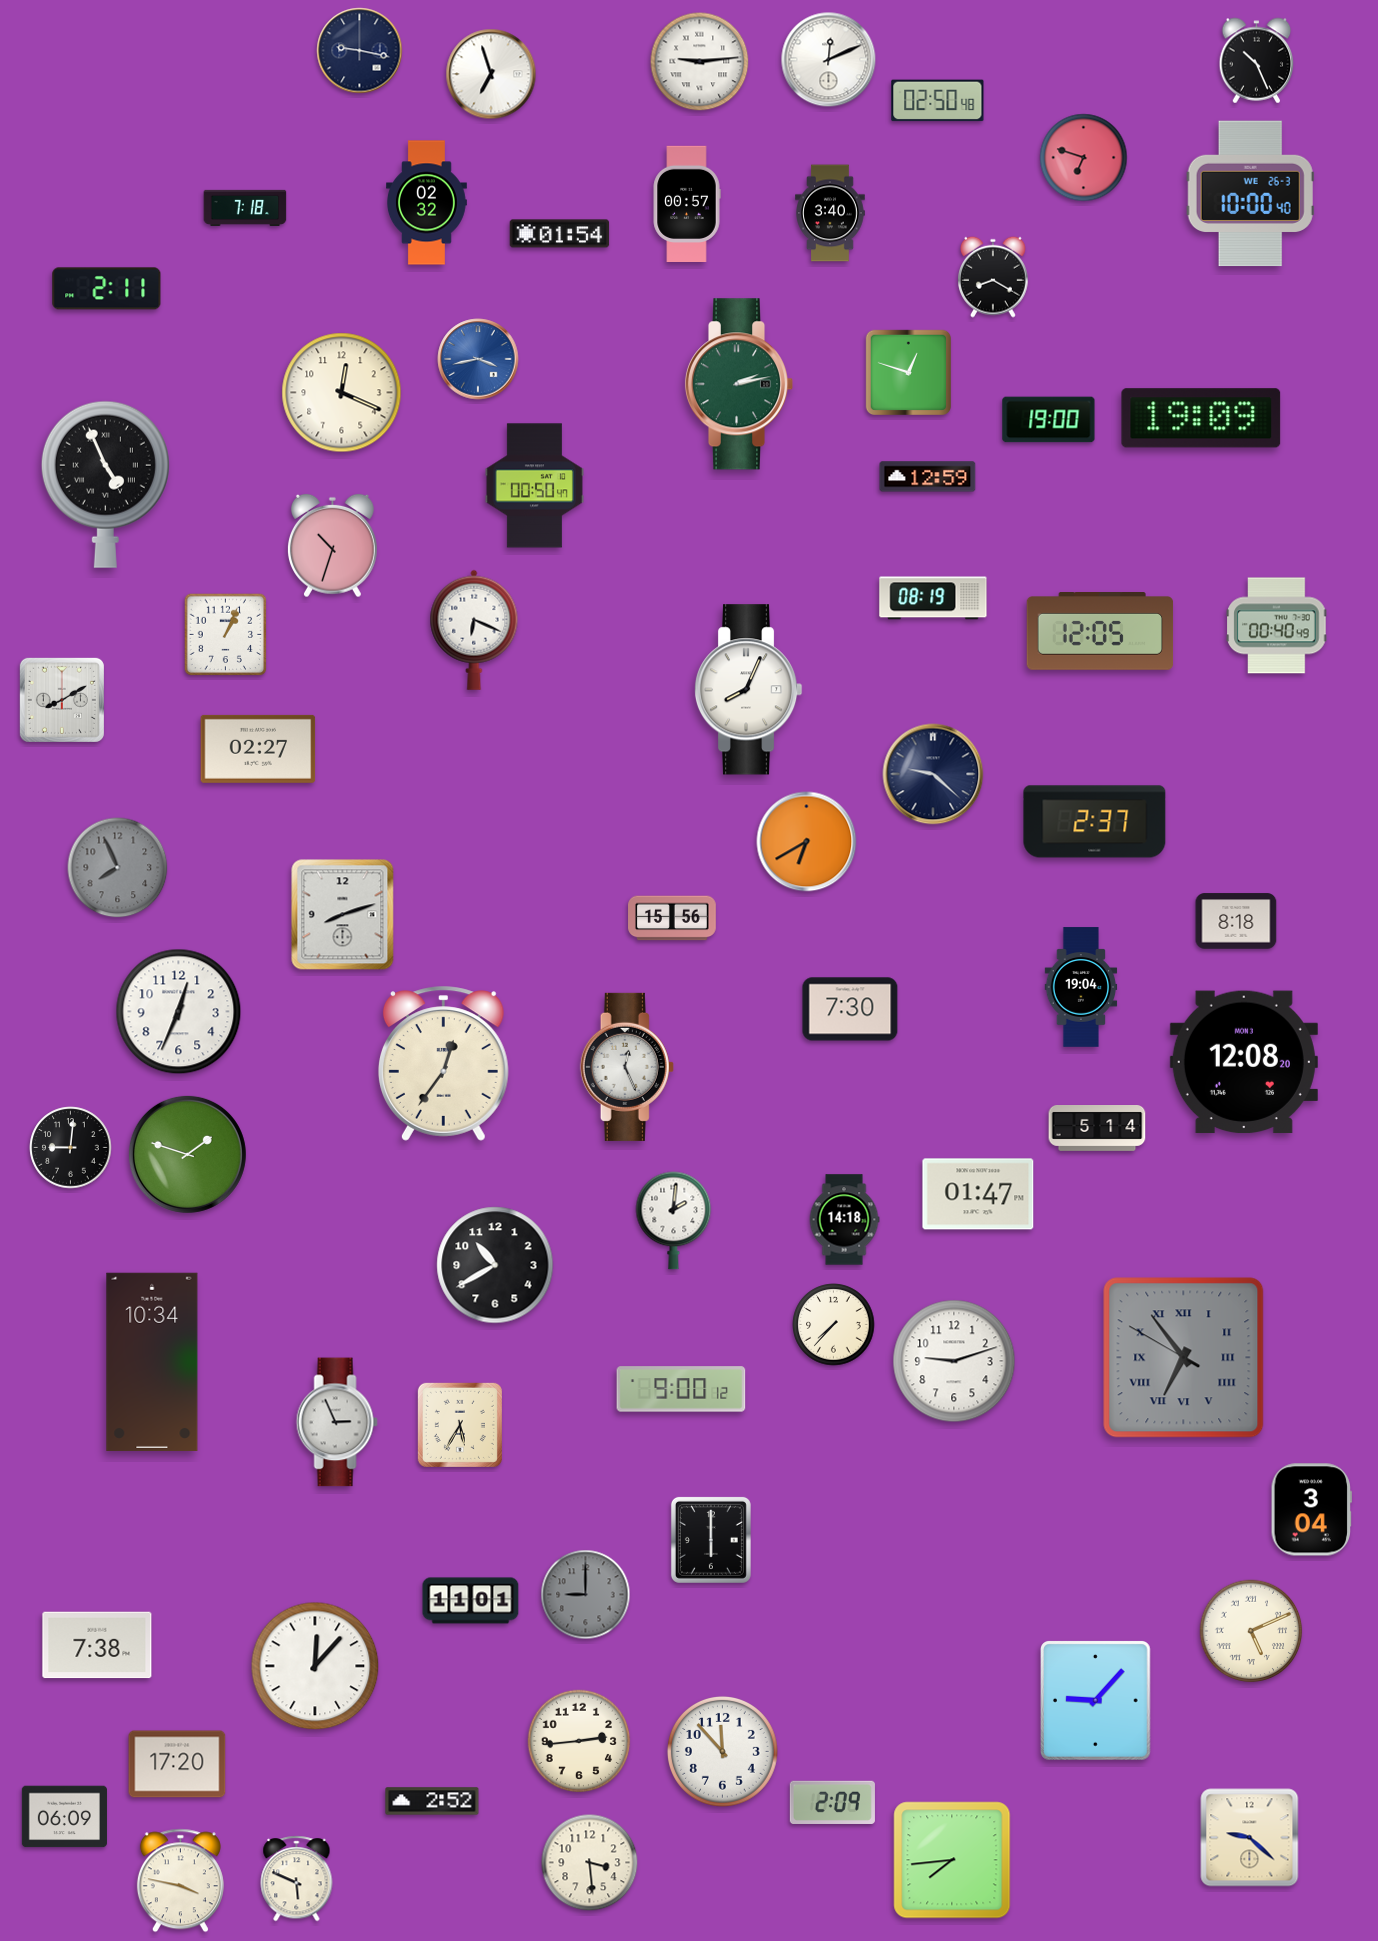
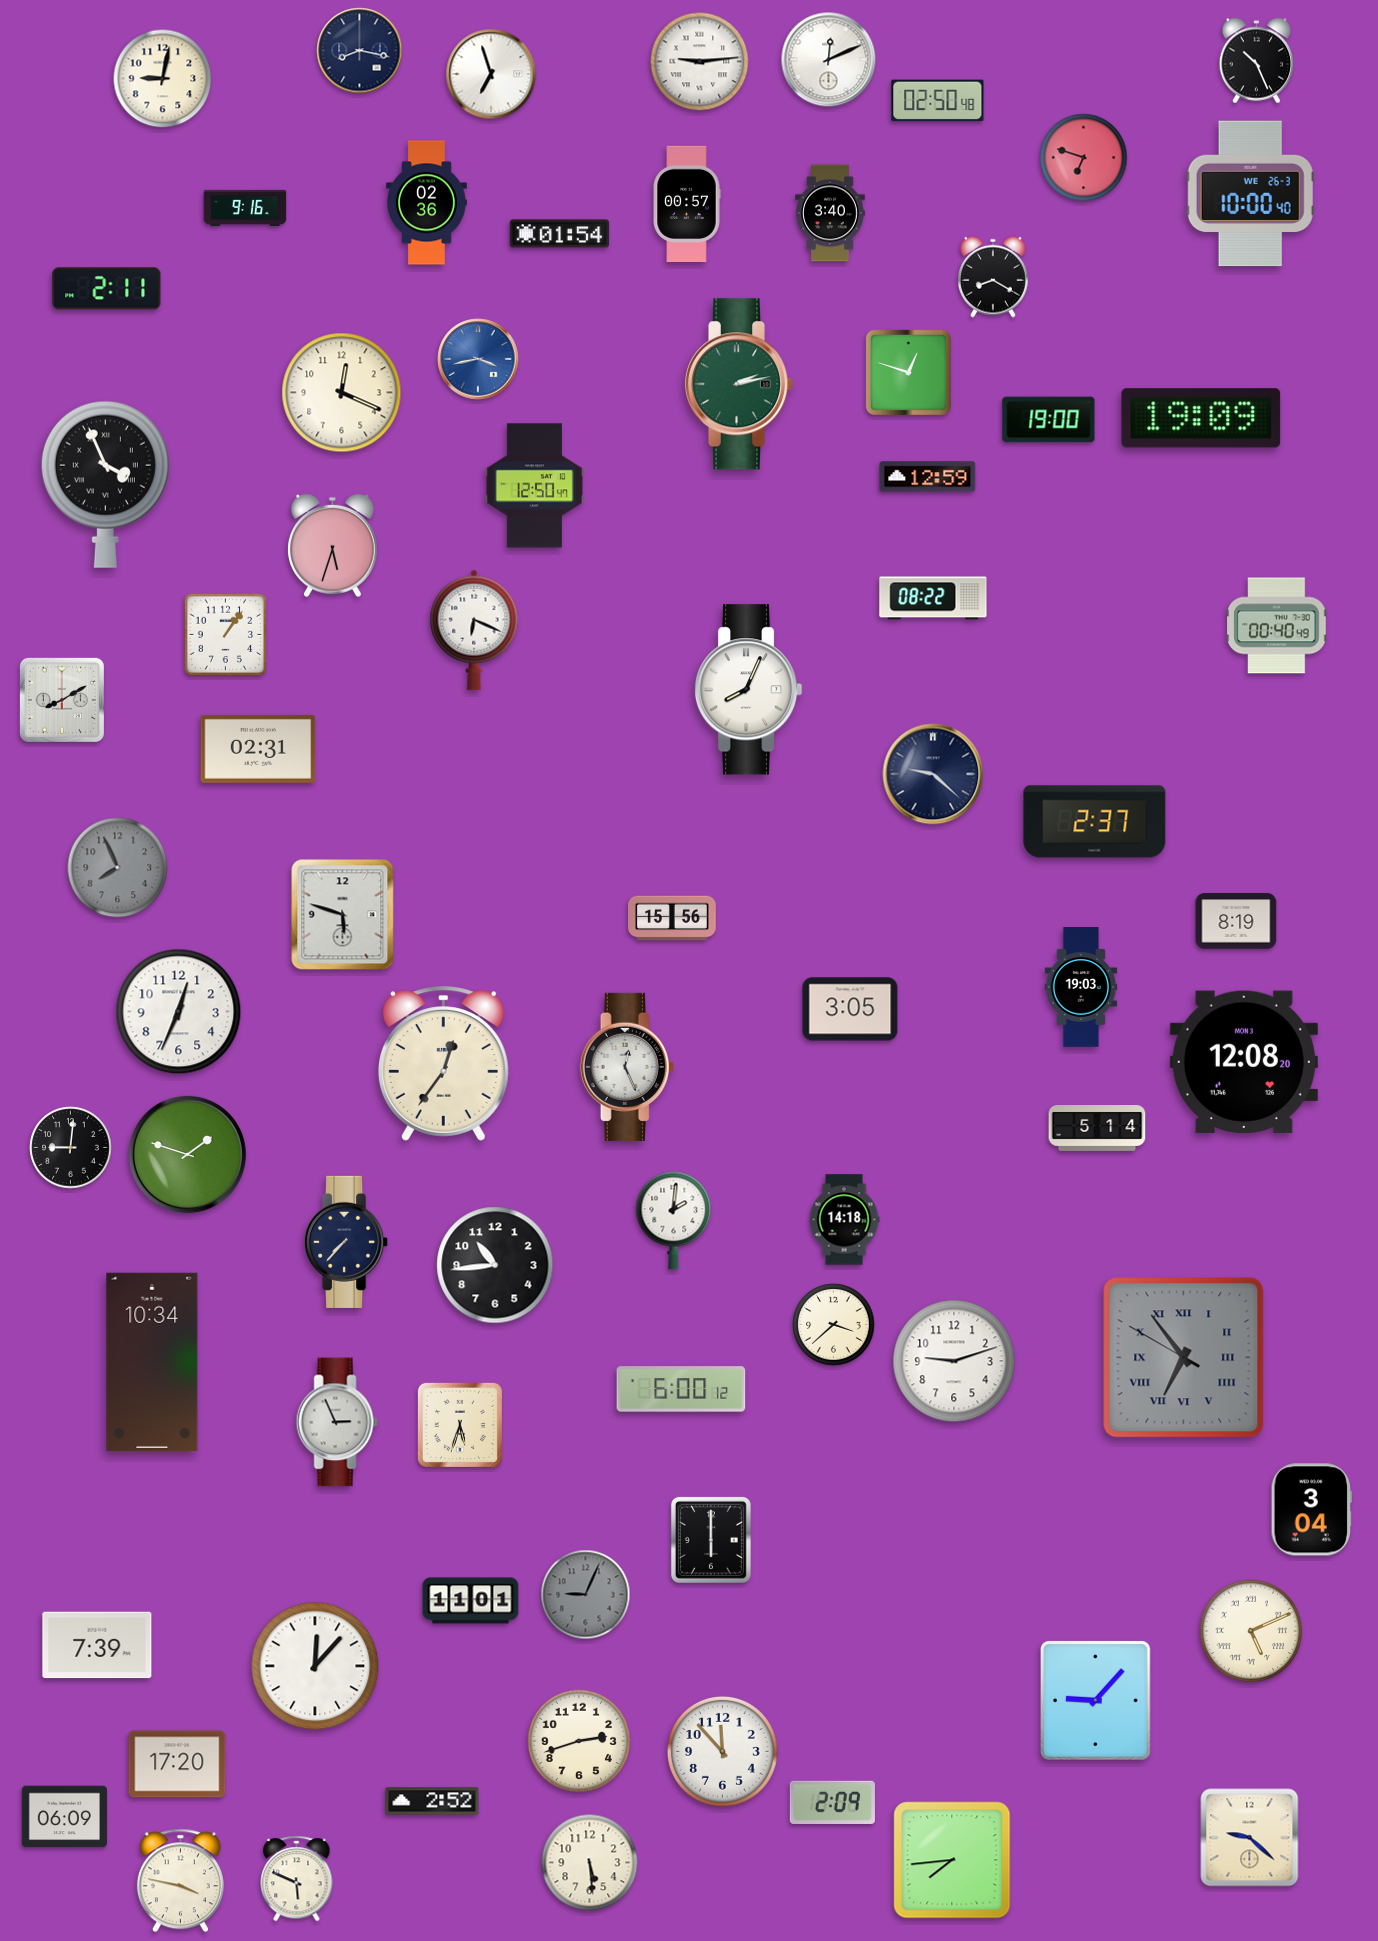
clock at (360, 51): 9:17 -> 8:17
clock at (163, 79): none -> 9:02
clock at (427, 203): 02:32 -> 02:36
clock at (245, 208): 7:18 -> 9:16
clock at (105, 484): 4:56 -> 3:56
clock at (534, 486): 00:50 -> 12:50
clock at (332, 546): 10:33 -> 5:33
clock at (933, 598): 08:19 -> 08:22
clock at (1100, 632): 12:05 -> none
clock at (226, 635): 1:04 -> 1:06
clock at (258, 749): 02:27 -> 02:31
clock at (807, 842): 6:40 -> none
clock at (343, 915): 8:12 -> 5:48
clock at (1236, 921): 8:18 -> 8:19
clock at (1081, 987): 19:04 -> 19:03
clock at (850, 1009): 7:30 -> 3:05
clock at (978, 1194): 01:47 -> none
clock at (347, 1242): none -> 7:37
clock at (495, 1265): 10:40 -> 10:44
clock at (834, 1325): 7:37 -> 3:38
clock at (681, 1389): 9:00 -> 6:00
clock at (460, 1425): 5:35 -> 5:33
clock at (586, 1595): 9:00 -> 9:04
clock at (97, 1645): 7:38 -> 7:39
clock at (579, 1741): 2:44 -> 2:42
clock at (590, 1863): 3:29 -> 5:29
